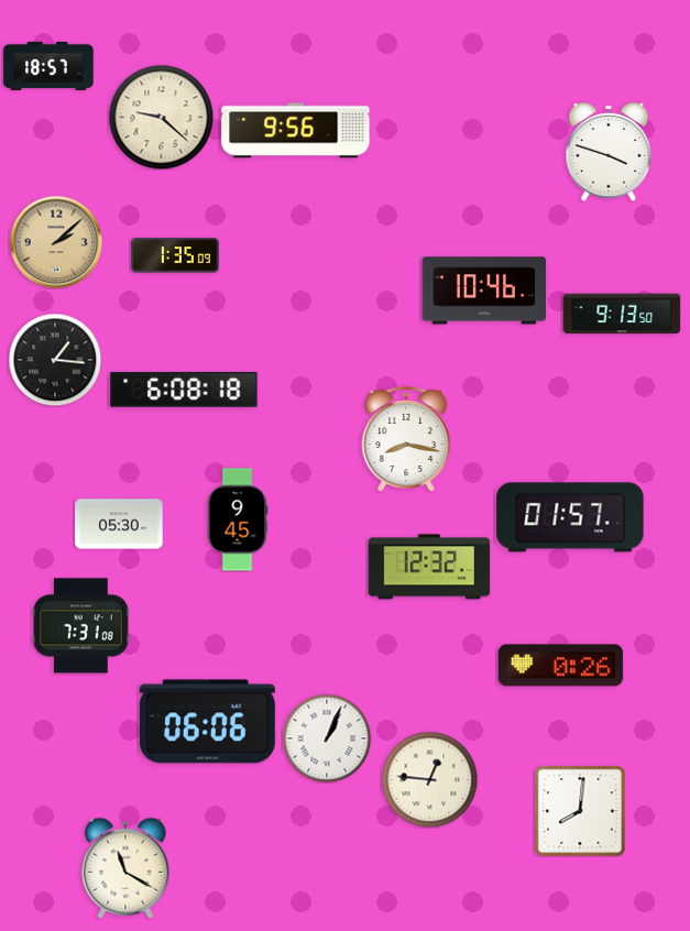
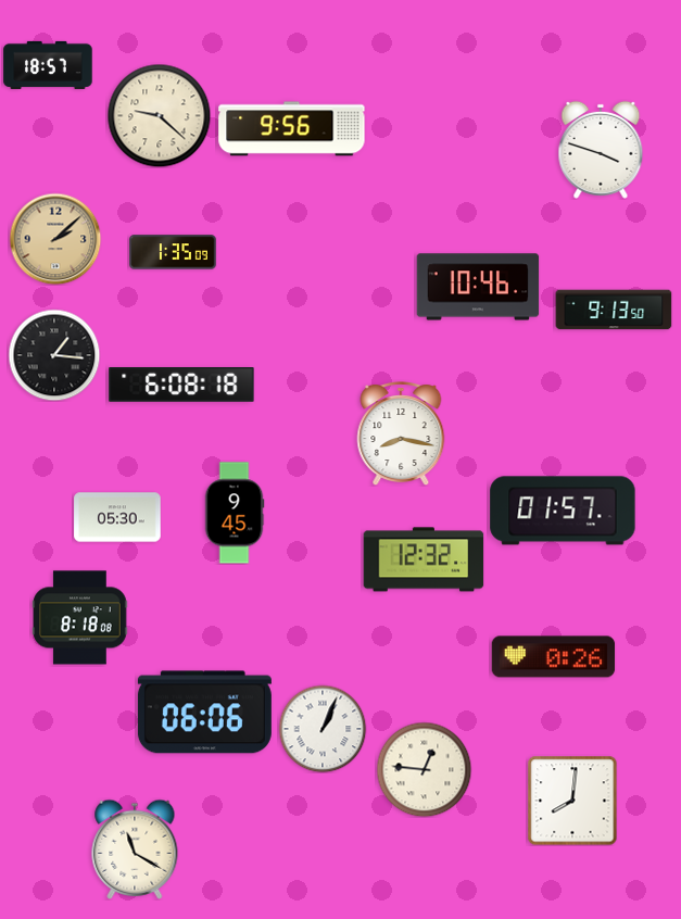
clock at (81, 626): 7:31 -> 8:18
clock at (125, 868) position: (125, 868) -> (135, 849)
